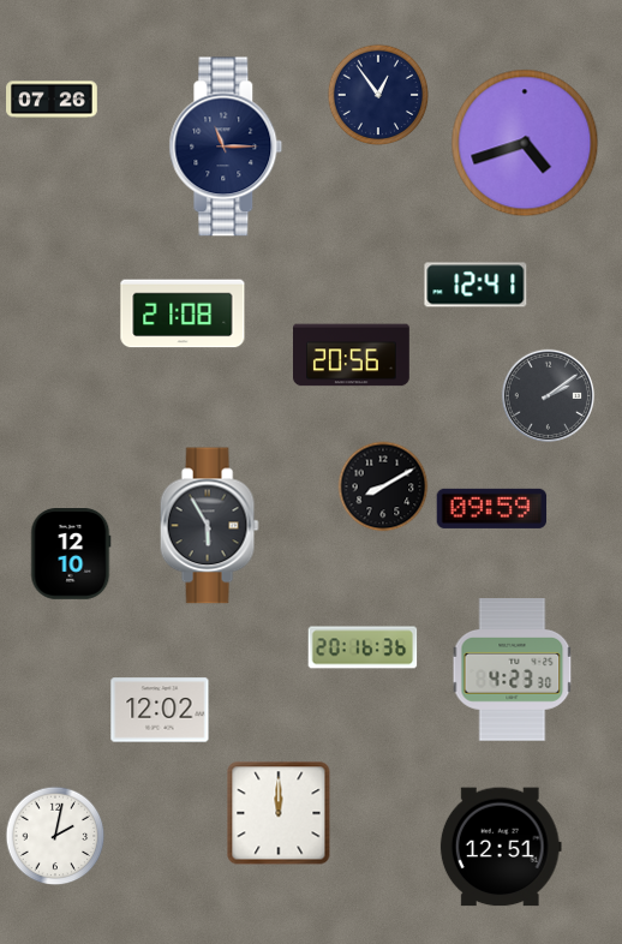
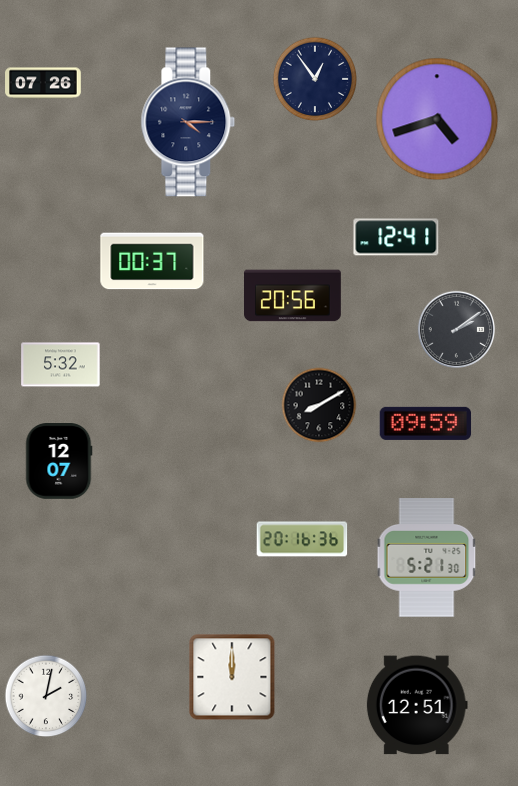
clock at (226, 147): 11:15 -> 4:15
clock at (183, 313): 21:08 -> 00:37
clock at (61, 365): none -> 5:32
clock at (492, 508) position: (492, 508) -> (426, 423)
clock at (209, 526): 5:55 -> none
clock at (71, 555): 12:10 -> 12:07
clock at (513, 670): 4:23 -> 5:21
clock at (160, 710): 12:02 -> none
